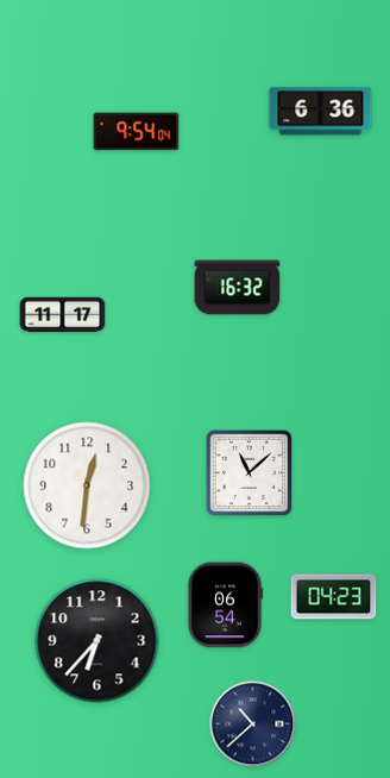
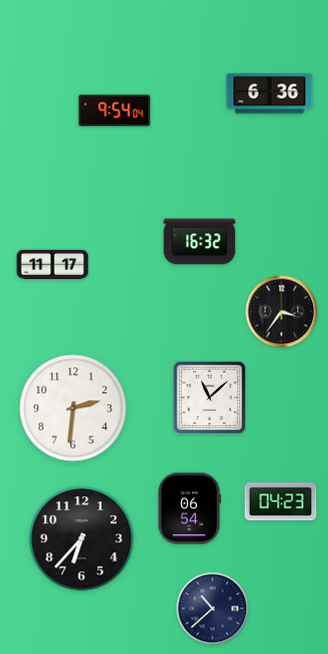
clock at (282, 312): none -> 3:36
clock at (87, 485): 12:31 -> 2:31
